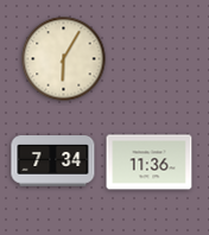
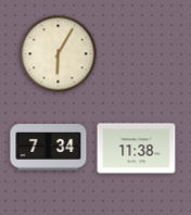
clock at (150, 163): 11:36 -> 11:38
